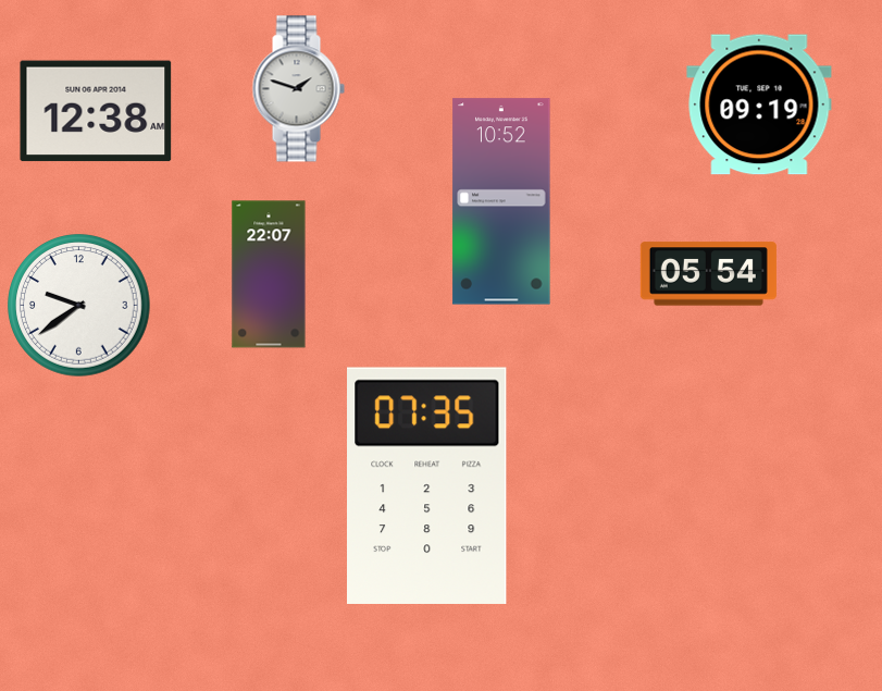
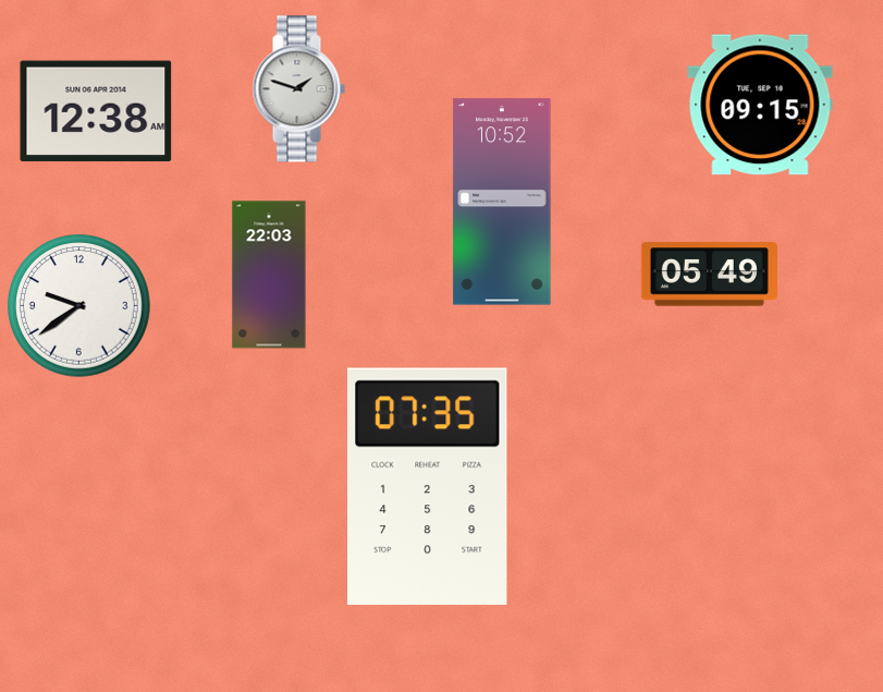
clock at (759, 104): 09:19 -> 09:15
clock at (269, 274): 22:07 -> 22:03
clock at (708, 274): 05:54 -> 05:49
